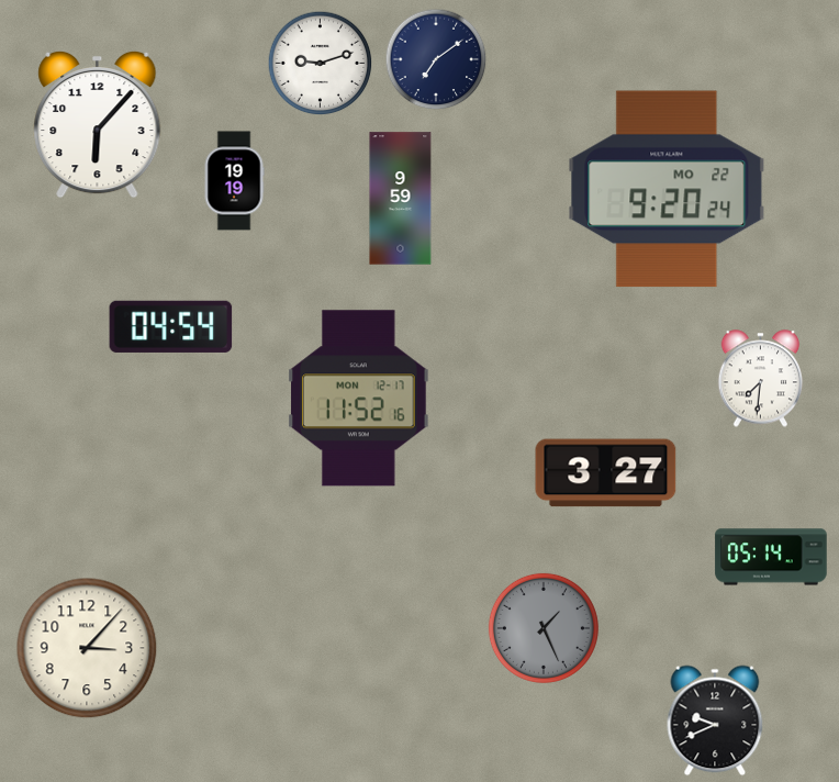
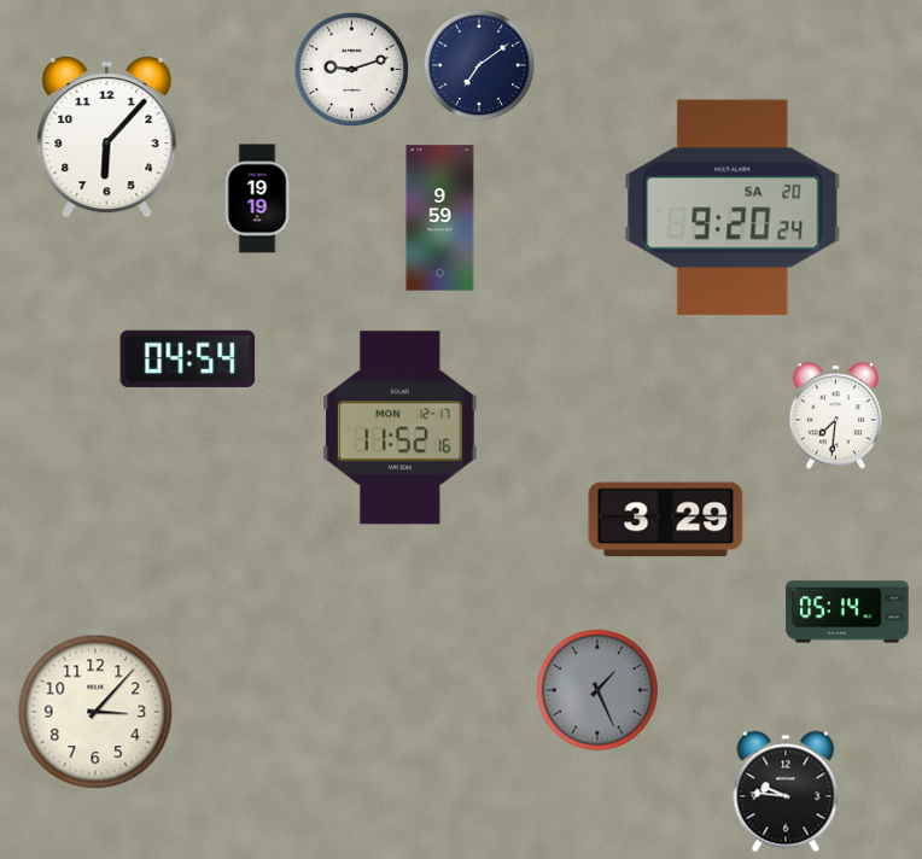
clock at (667, 189) date: MO 22 -> SA 20
clock at (359, 399) position: (359, 399) -> (401, 428)
clock at (606, 473): 3:27 -> 3:29
clock at (715, 720): 9:41 -> 9:46
